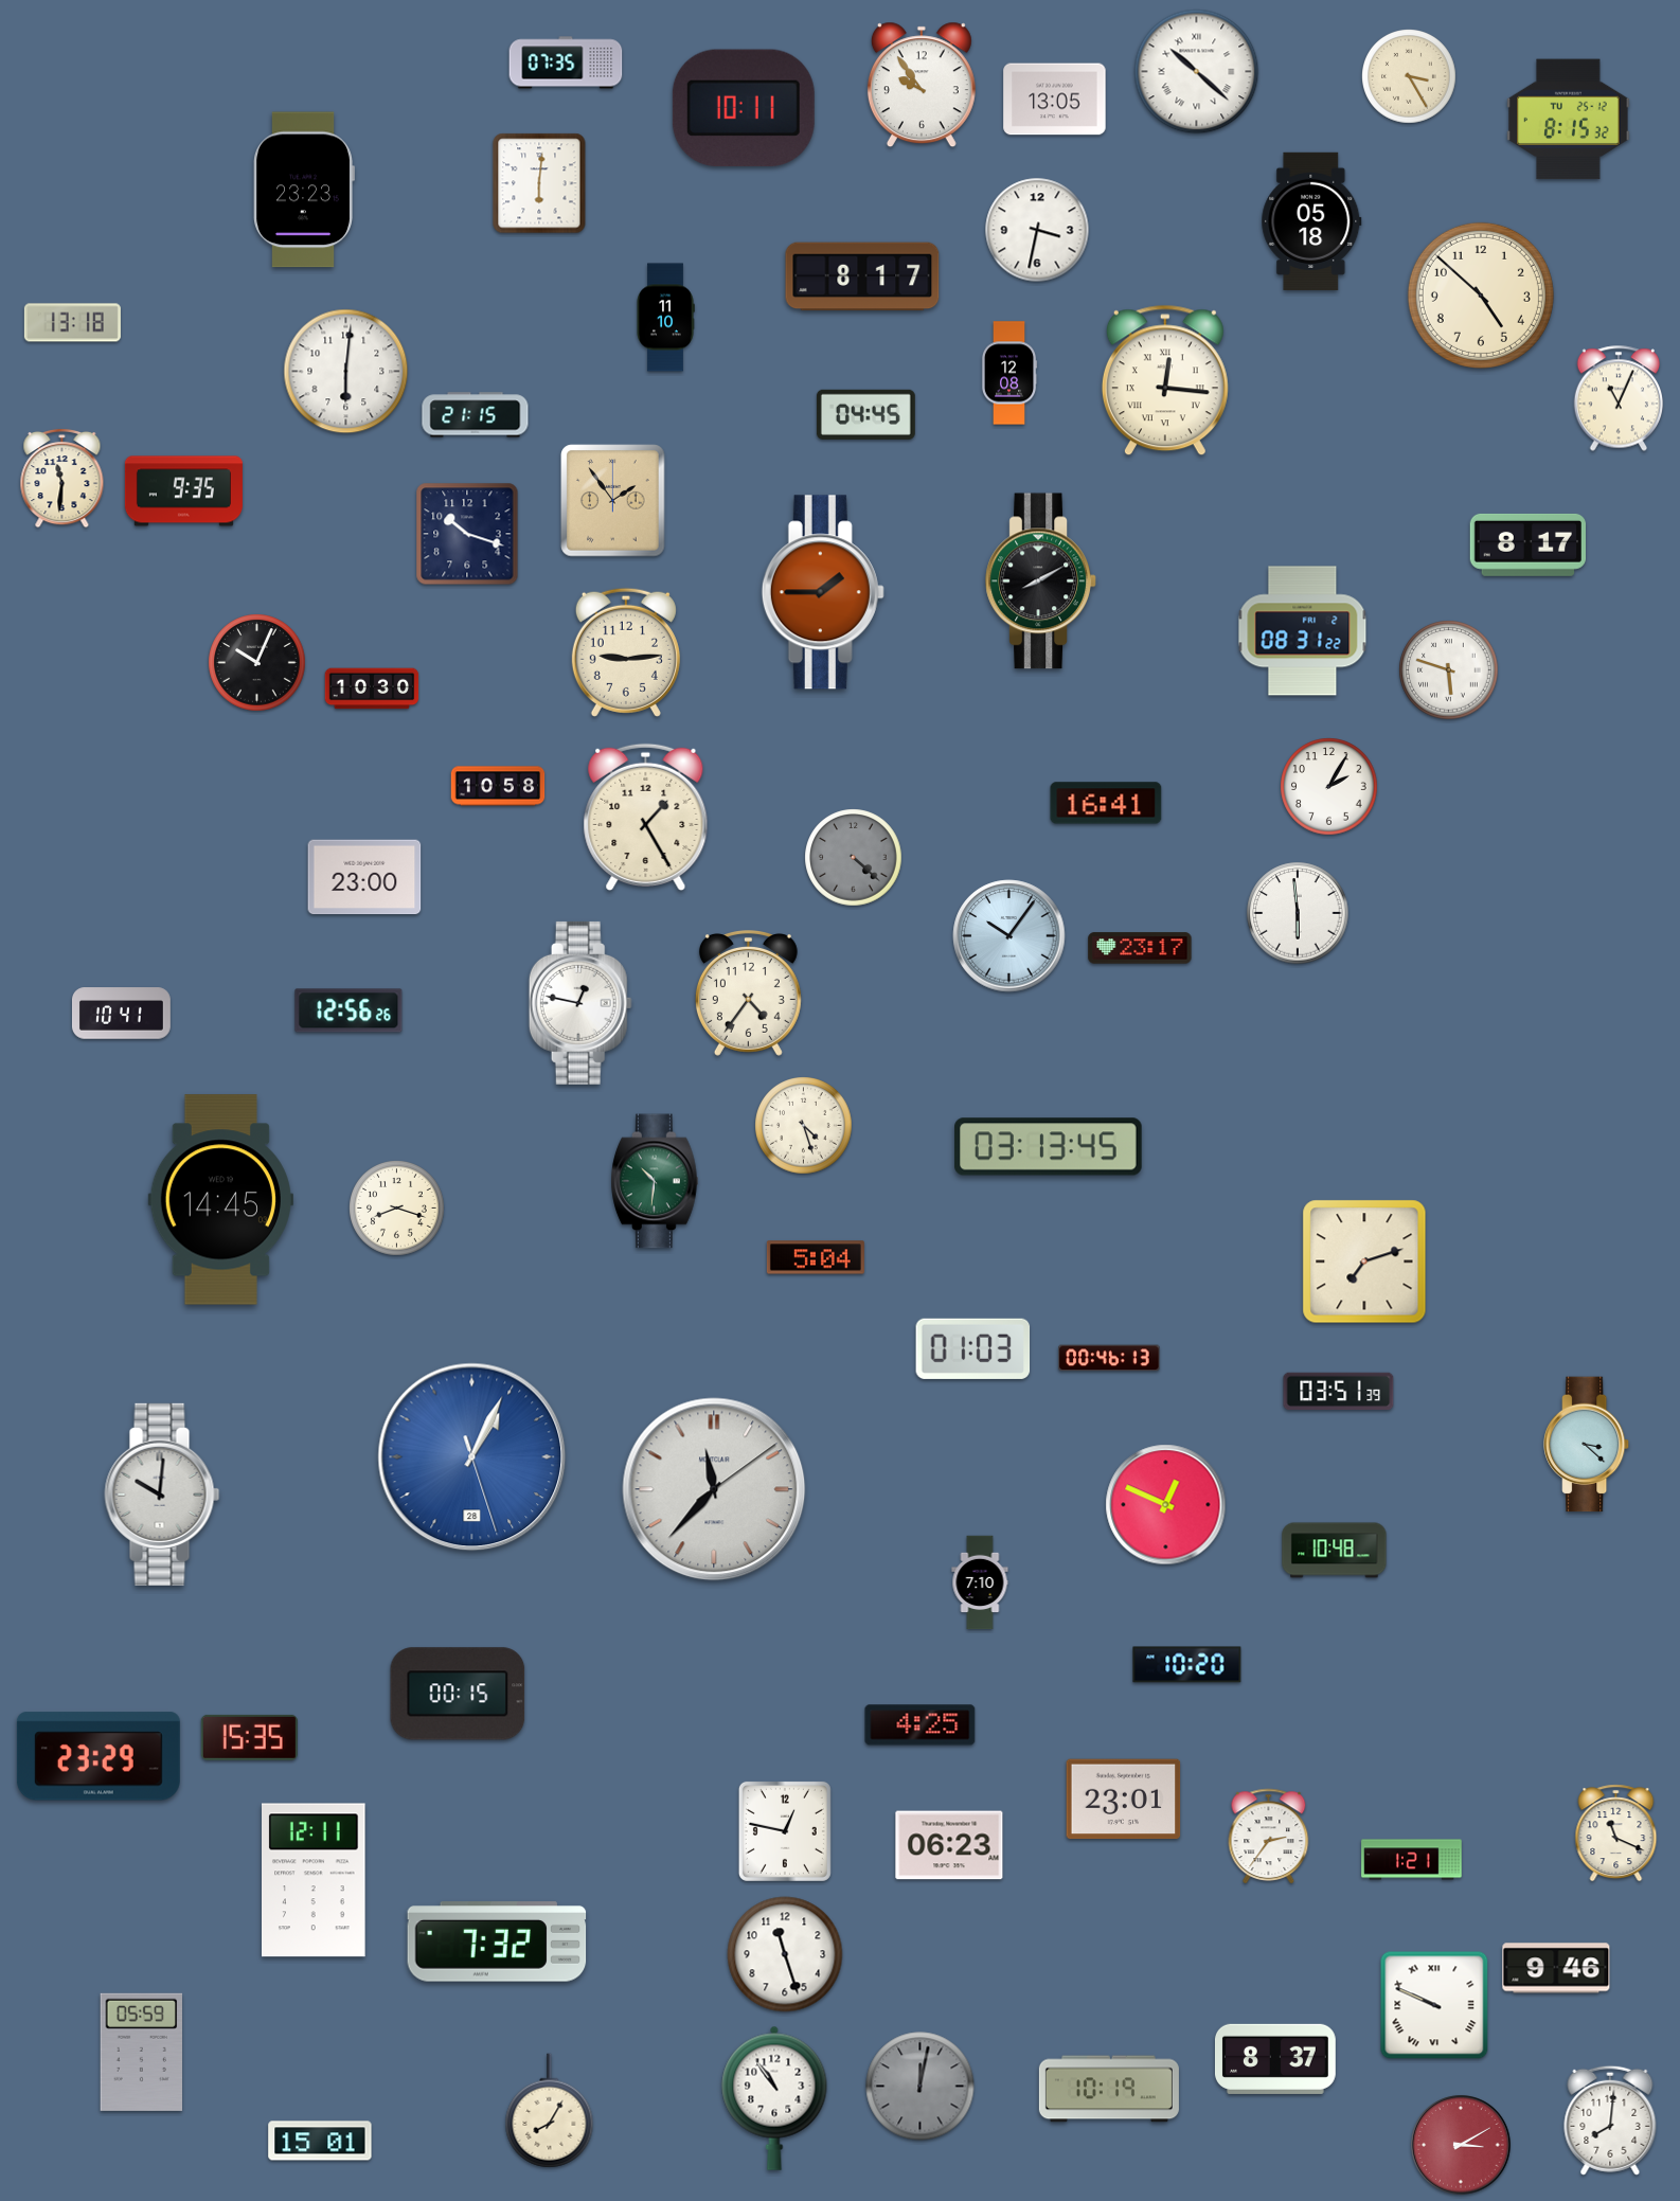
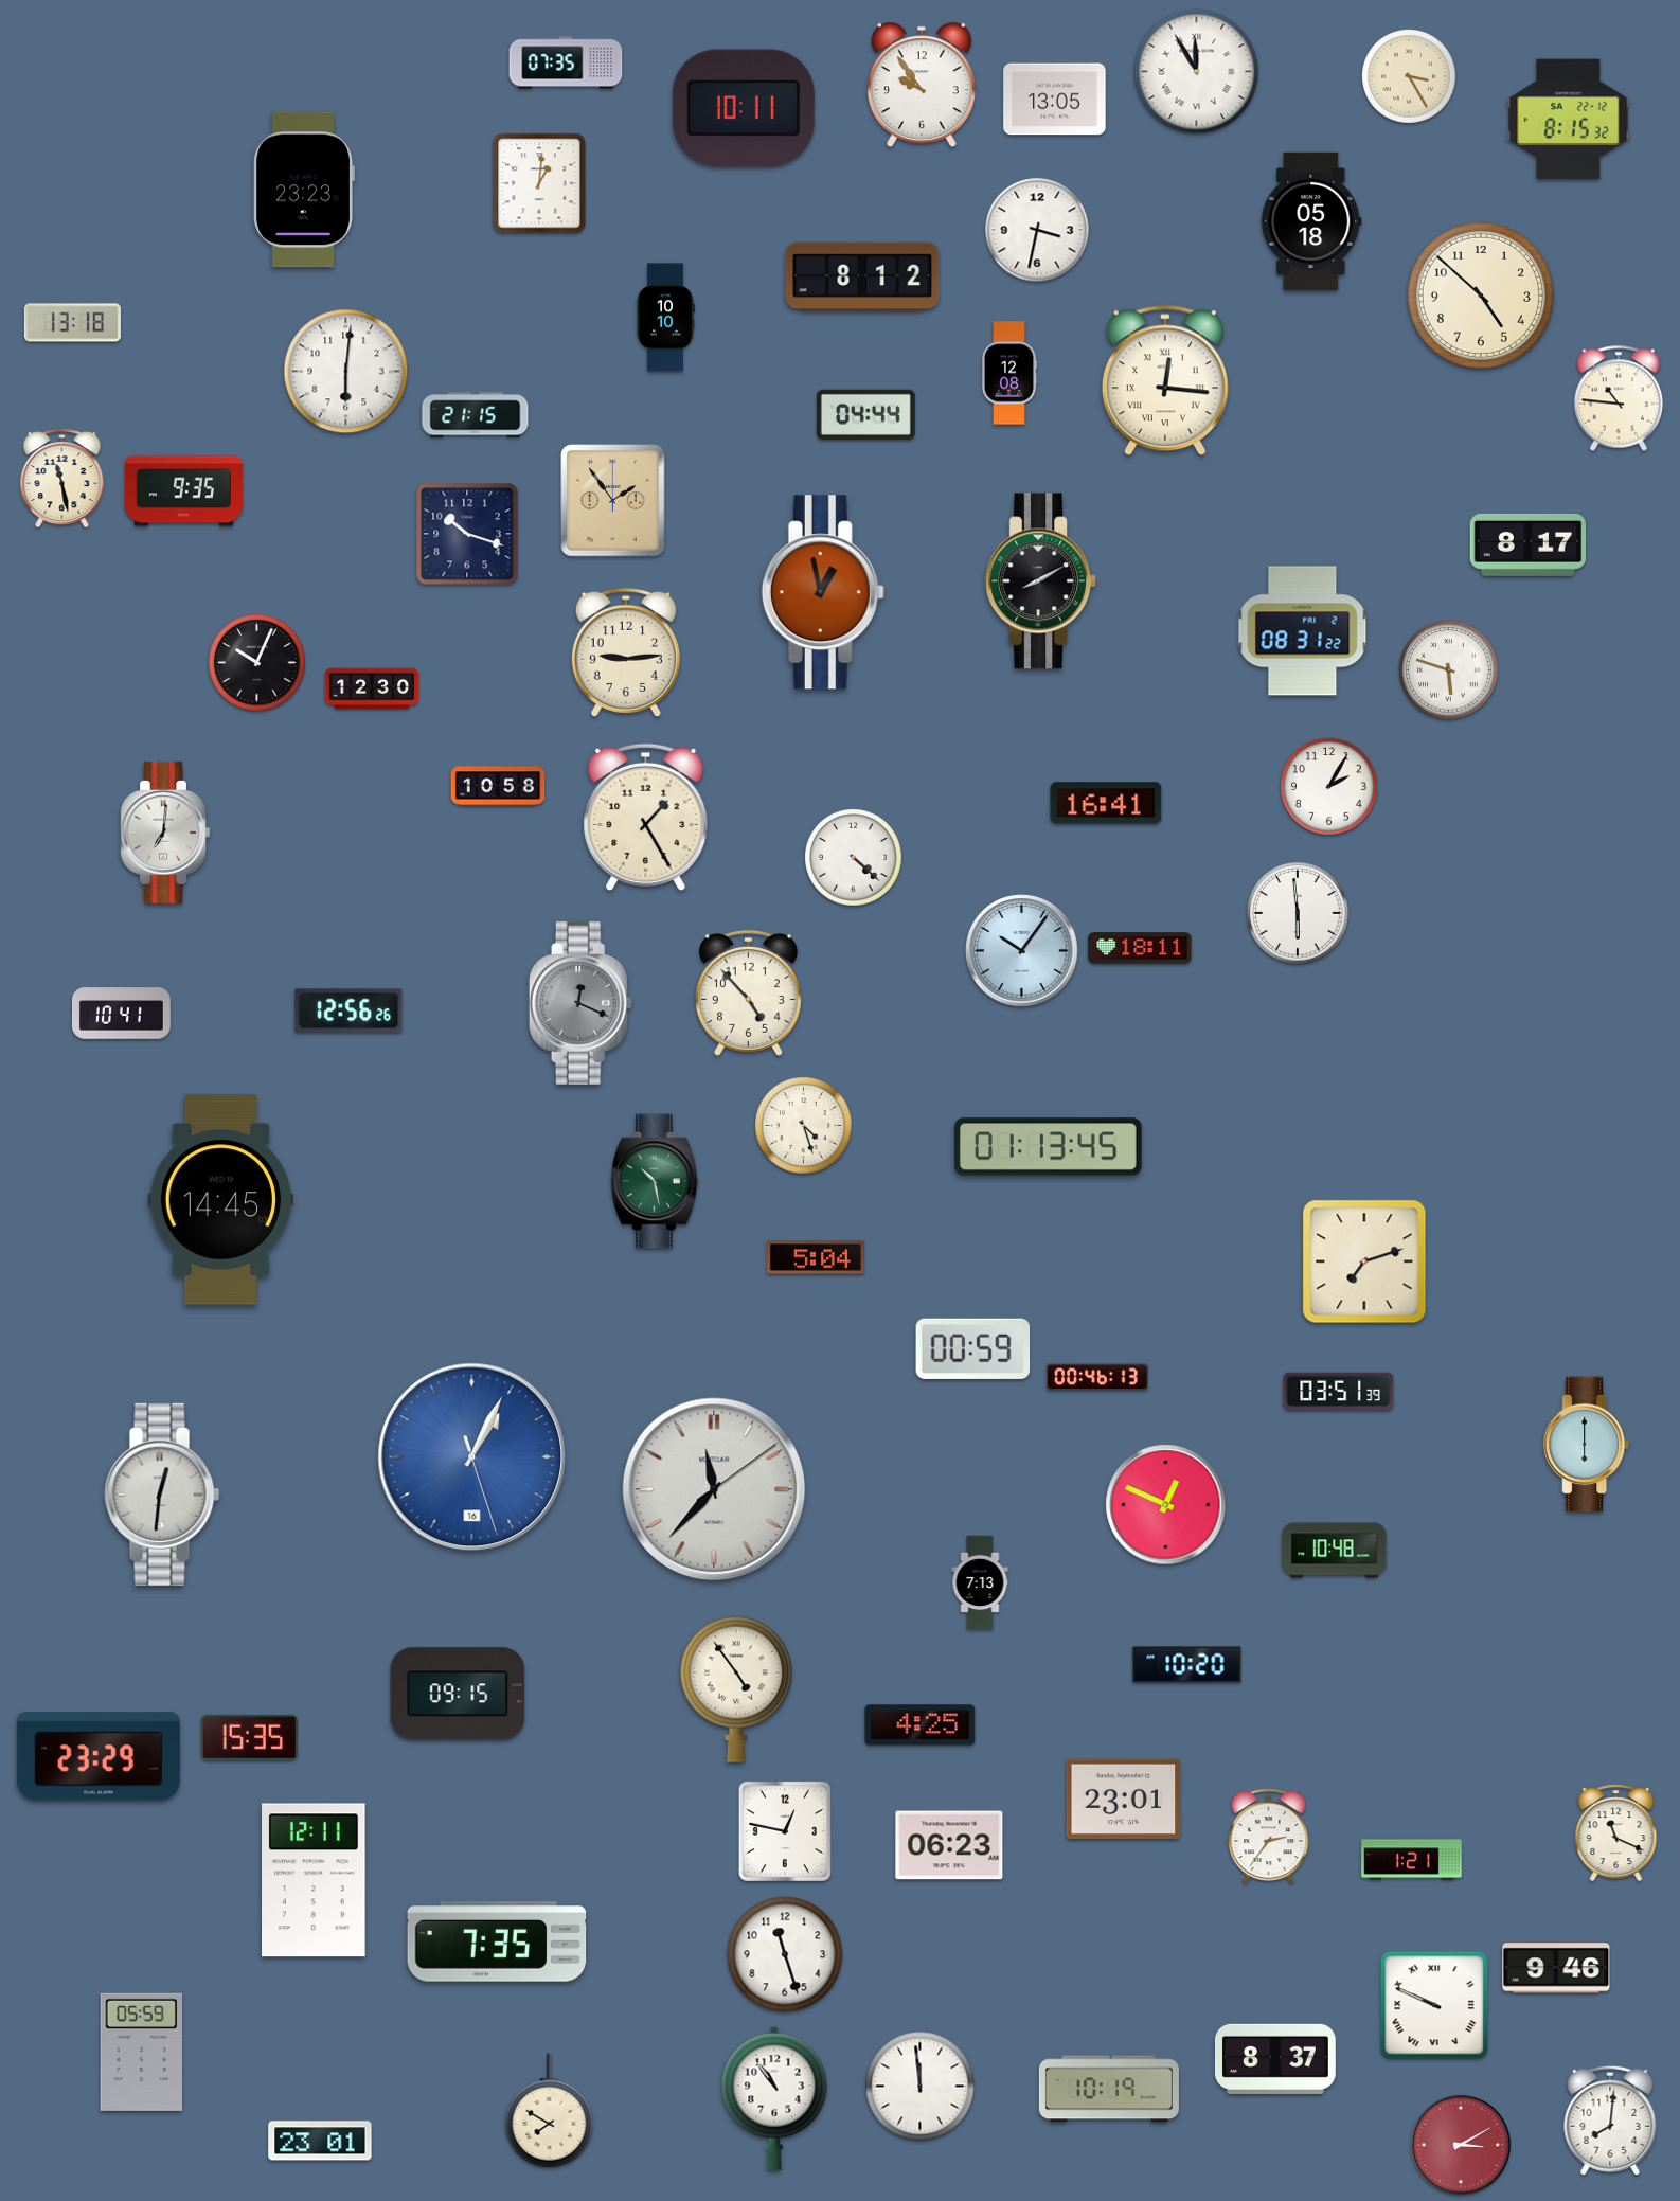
clock at (1197, 72): 10:22 -> 11:55
clock at (1569, 120) date: TU 25-12 -> SA 22-12
clock at (539, 183): 6:01 -> 1:01
clock at (862, 276): 8:17 -> 8:12
clock at (665, 318): 11:10 -> 10:10
clock at (1618, 398): 11:04 -> 10:46
clock at (865, 414): 04:45 -> 04:44
clock at (62, 478): 11:31 -> 11:28
clock at (823, 592): 1:45 -> 12:58
clock at (372, 688): 10:30 -> 12:30
clock at (165, 833): none -> 7:01
clock at (854, 858) dial: grey -> white
clock at (364, 877): 23:00 -> none
clock at (1009, 936) position: (1009, 936) -> (1022, 951)
clock at (1140, 948): 23:17 -> 18:11
clock at (748, 994): 4:36 -> 4:53
clock at (580, 1003): 12:47 -> 12:19
clock at (580, 1003) dial: white -> grey
clock at (1049, 1147): 03:13 -> 01:13
clock at (655, 1181): 10:31 -> 10:28
clock at (397, 1209): 8:18 -> none
clock at (973, 1348): 01:03 -> 00:59
clock at (1109, 1358) position: (1109, 1358) -> (1097, 1377)
clock at (1588, 1445): 3:22 -> 6:00
clock at (472, 1457) date: 28 -> 16
clock at (162, 1495): 10:01 -> 12:31
clock at (980, 1582): 7:10 -> 7:13
clock at (736, 1689): none -> 4:54
clock at (458, 1694): 00:15 -> 09:15
clock at (497, 1941): 7:32 -> 7:35
clock at (921, 2087): 12:02 -> 11:59
clock at (921, 2087) dial: grey -> white
clock at (550, 2111): 8:05 -> 7:50
clock at (320, 2141): 15:01 -> 23:01
